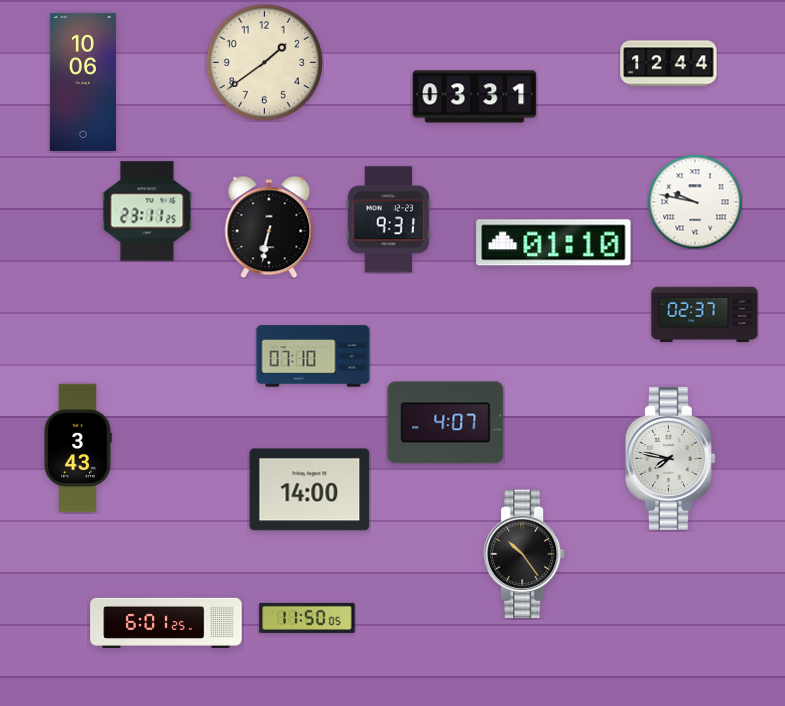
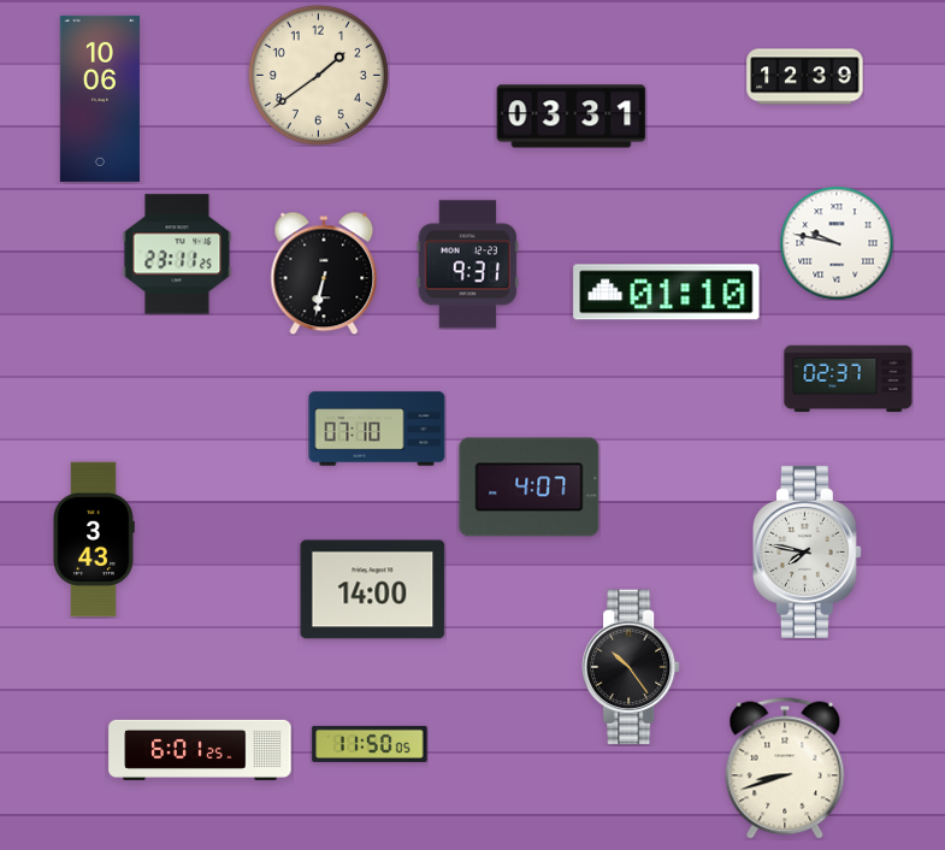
clock at (669, 64): 12:44 -> 12:39
clock at (446, 423) position: (446, 423) -> (530, 488)
clock at (785, 768): none -> 8:42
